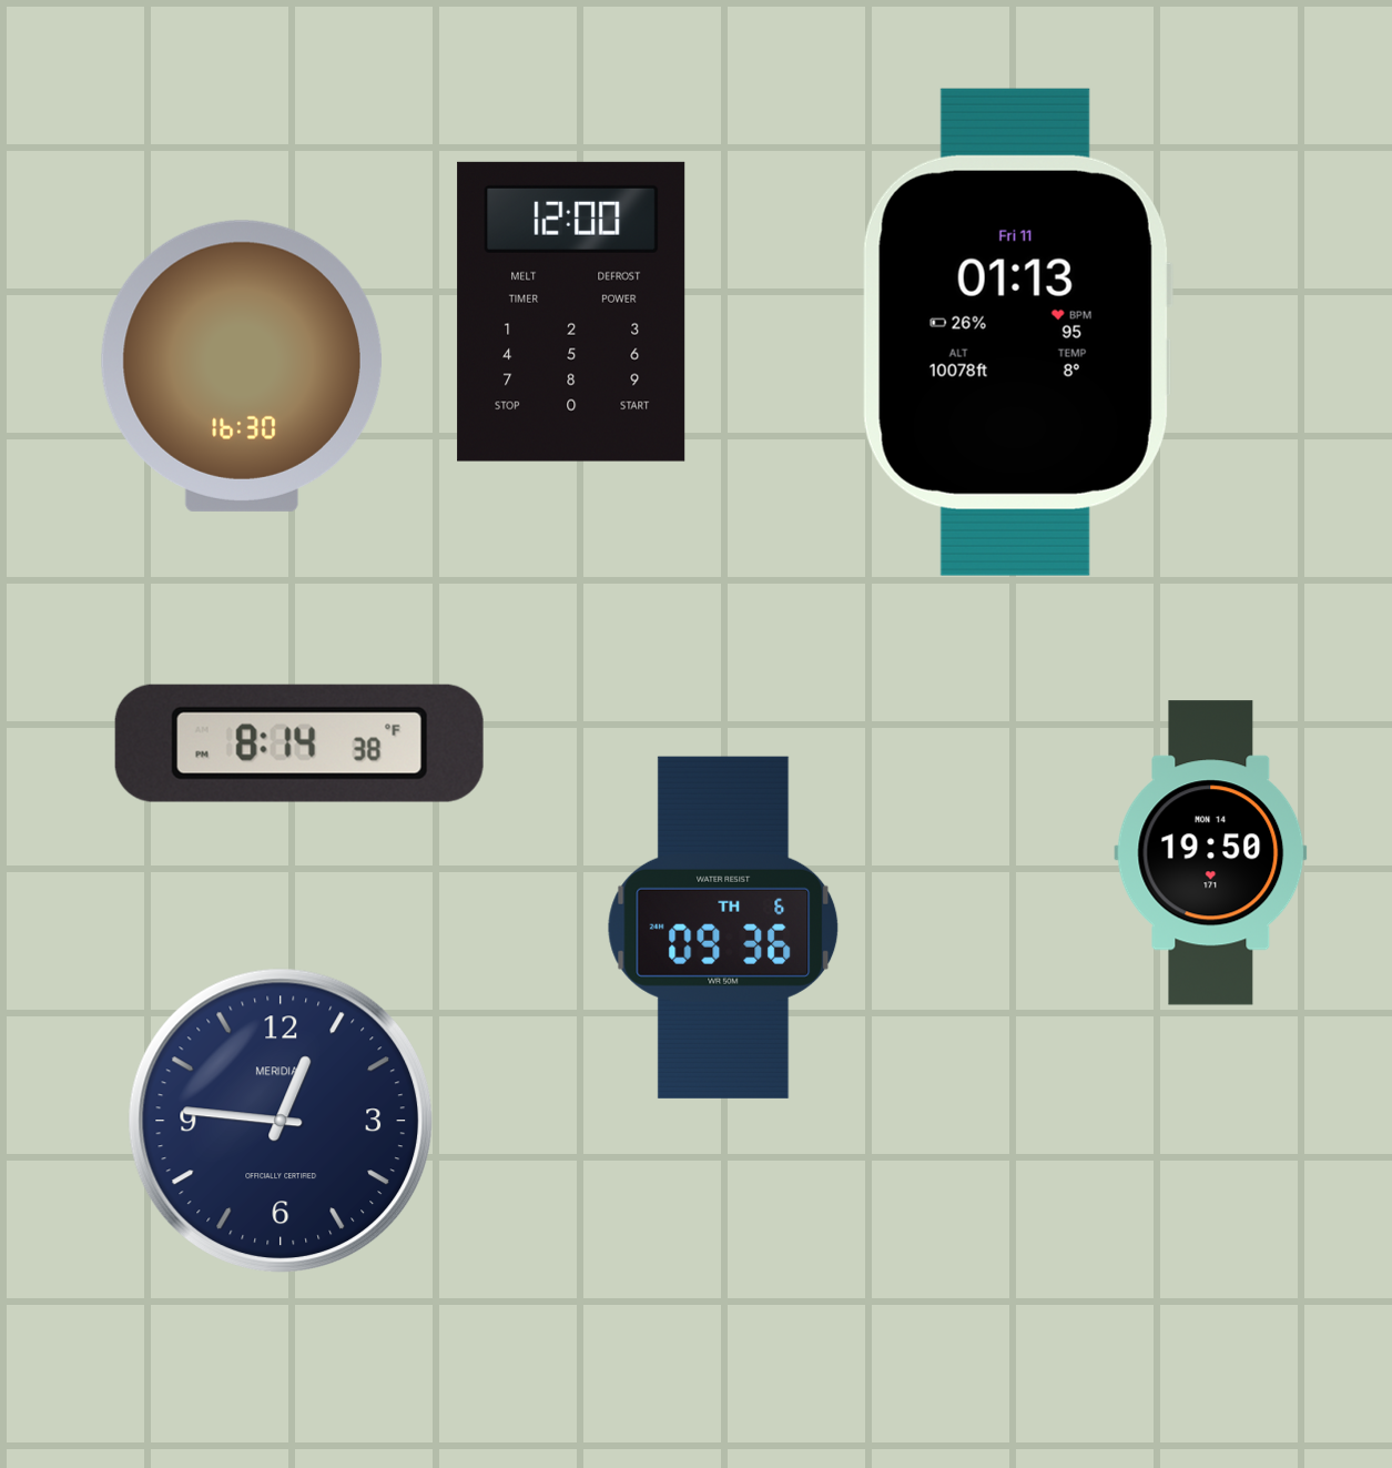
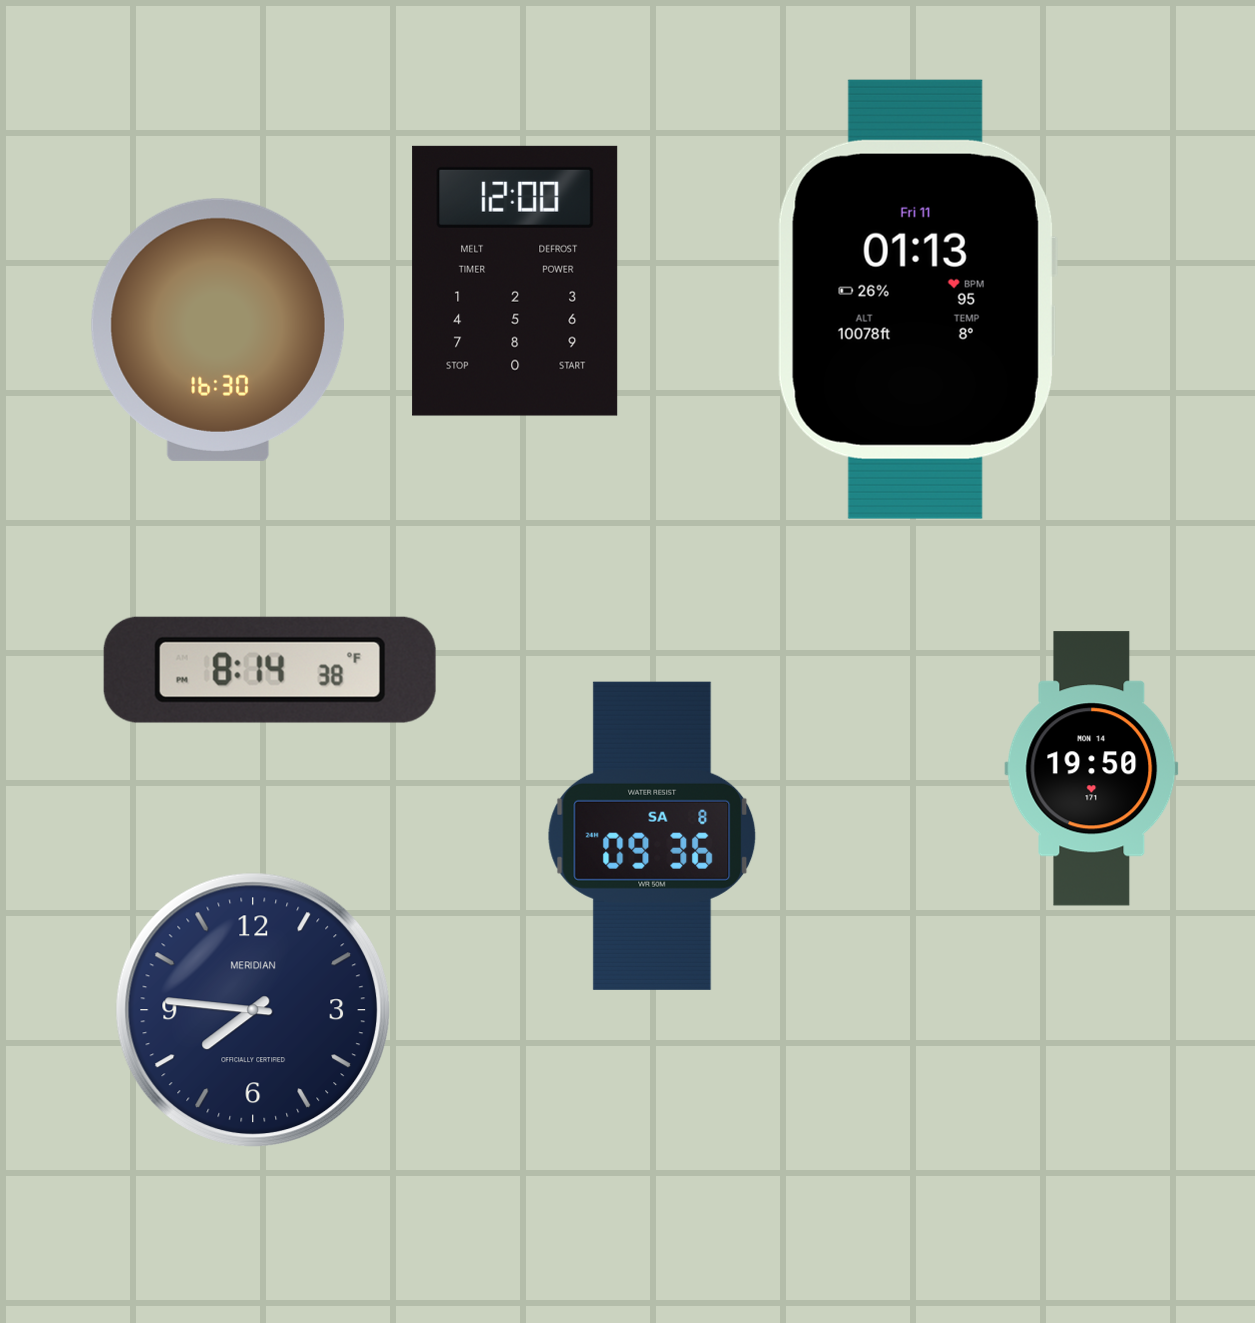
clock at (723, 928) date: TH 6 -> SA 8
clock at (280, 1120): 12:46 -> 7:46
